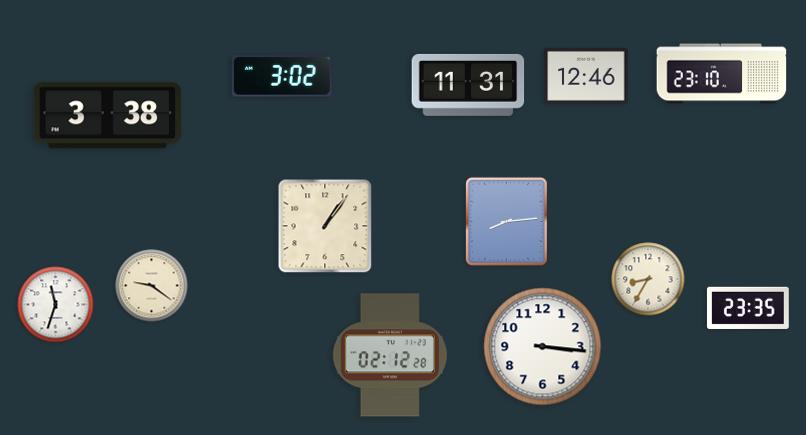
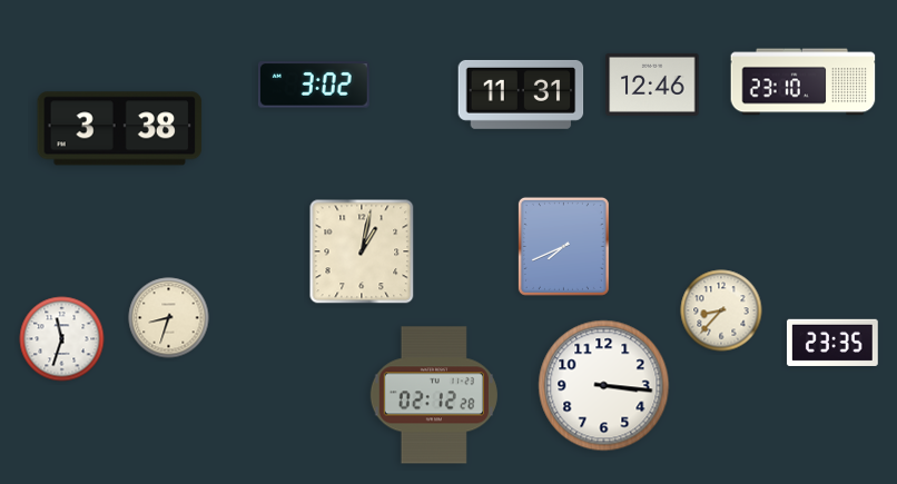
clock at (506, 221): 8:14 -> 7:41
clock at (325, 226): 1:06 -> 1:02
clock at (648, 279): 8:35 -> 8:37
clock at (152, 286): 9:21 -> 8:33
